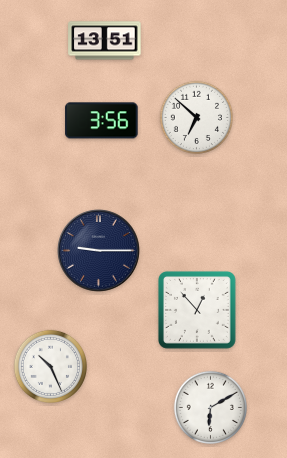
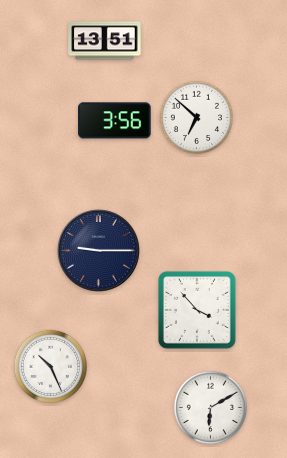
clock at (102, 121) position: (102, 121) -> (115, 121)
clock at (197, 310): 12:53 -> 3:53
